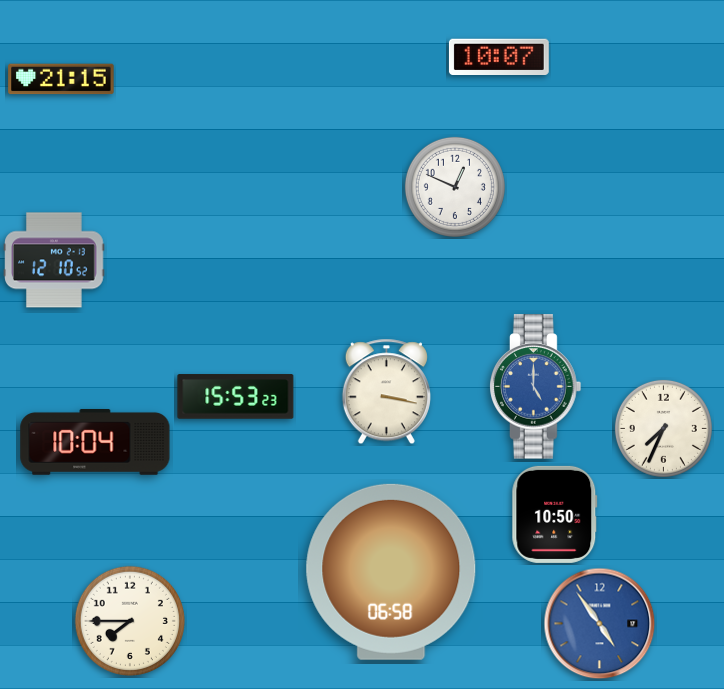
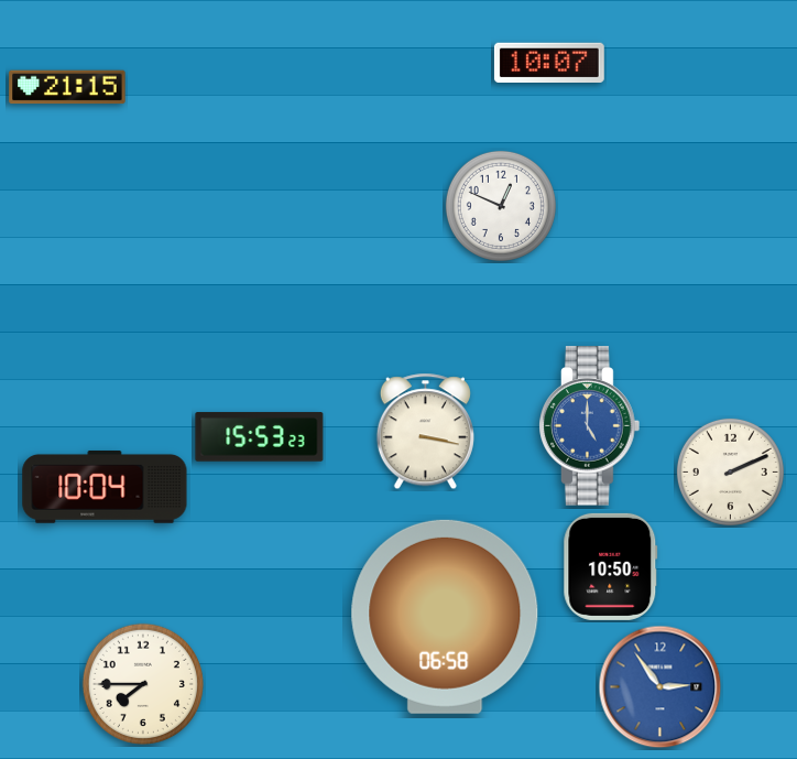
clock at (54, 260): 12:10 -> none
clock at (663, 428): 7:34 -> 2:11
clock at (391, 572) position: (391, 572) -> (445, 617)
clock at (600, 624): 4:54 -> 2:54
